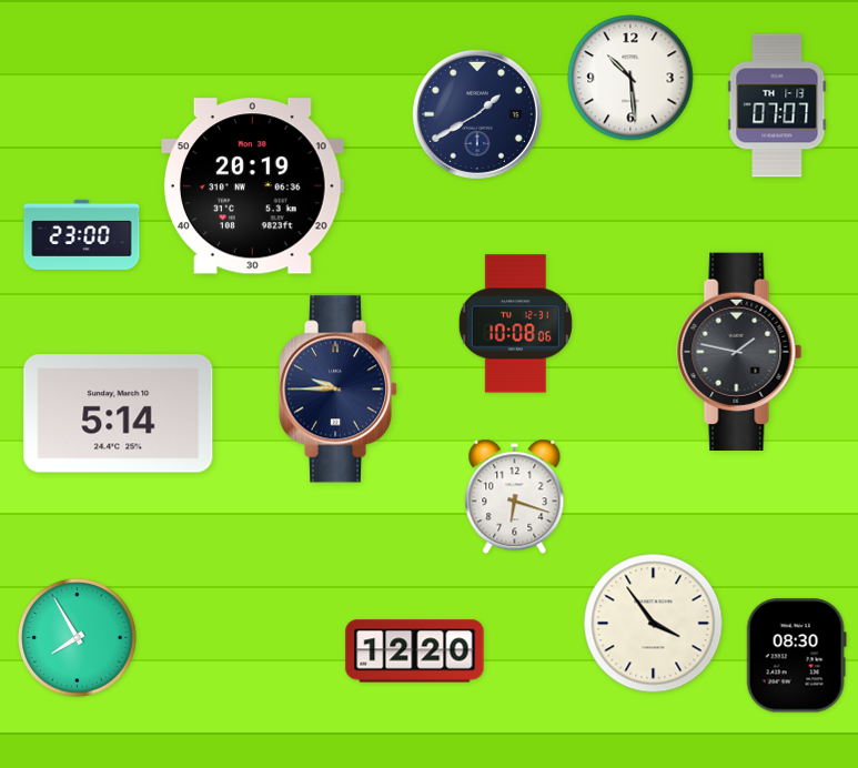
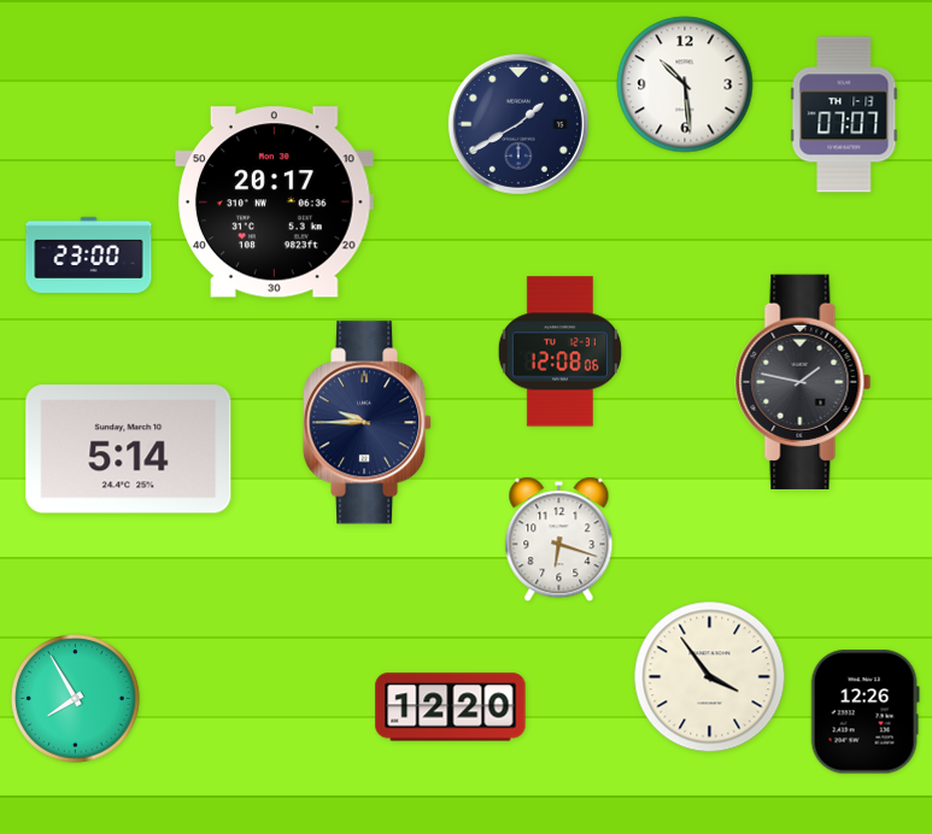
clock at (253, 186): 20:19 -> 20:17
clock at (515, 324): 10:08 -> 12:08
clock at (78, 638) position: (78, 638) -> (76, 699)
clock at (796, 656): 08:30 -> 12:26
